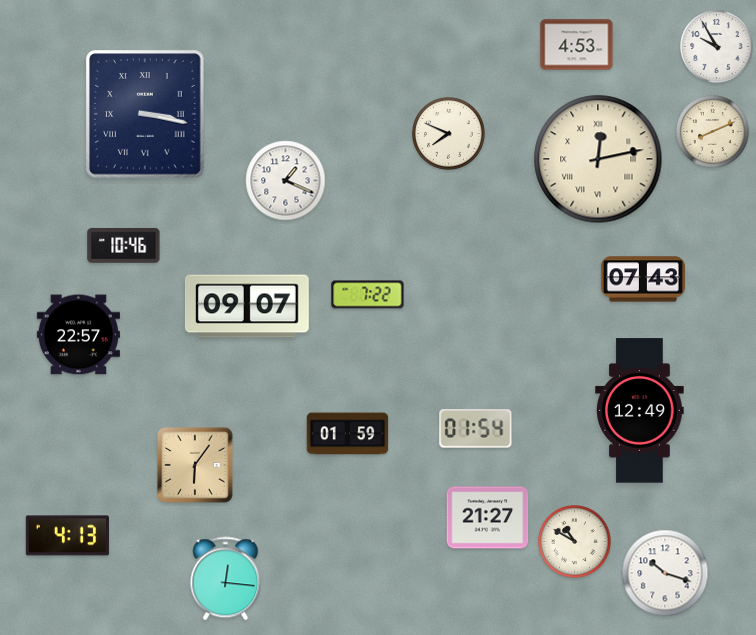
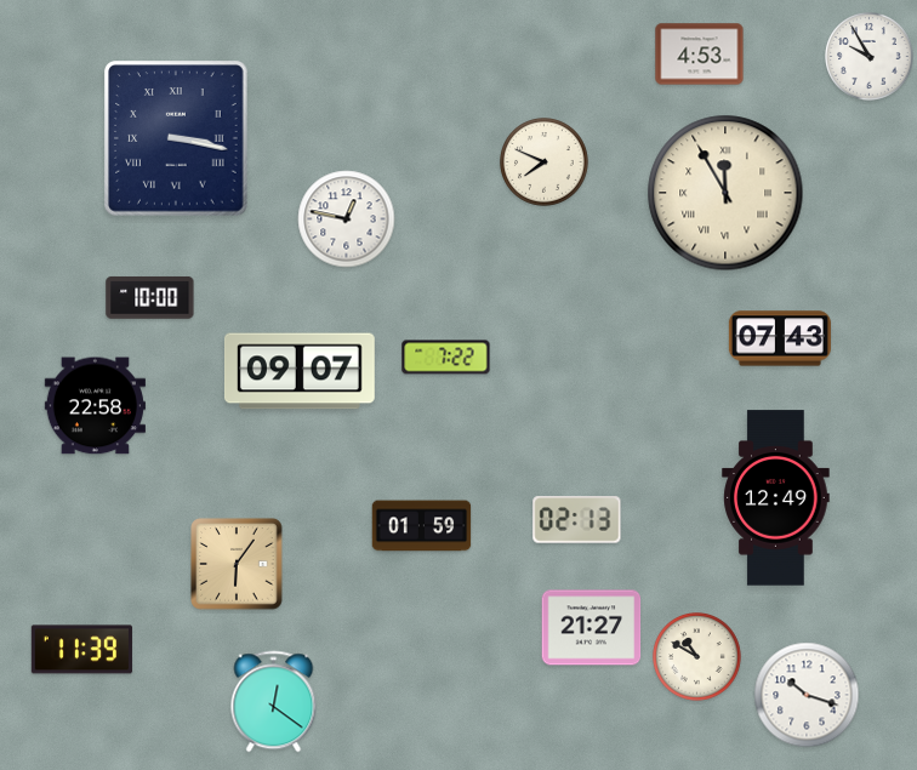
clock at (713, 132): 8:11 -> none
clock at (598, 159): 12:13 -> 11:55
clock at (286, 181): 1:19 -> 12:47
clock at (124, 245): 10:46 -> 10:00
clock at (78, 335): 22:57 -> 22:58
clock at (476, 429): 01:54 -> 02:13
clock at (67, 536): 4:13 -> 11:39
clock at (226, 579): 12:16 -> 12:21
